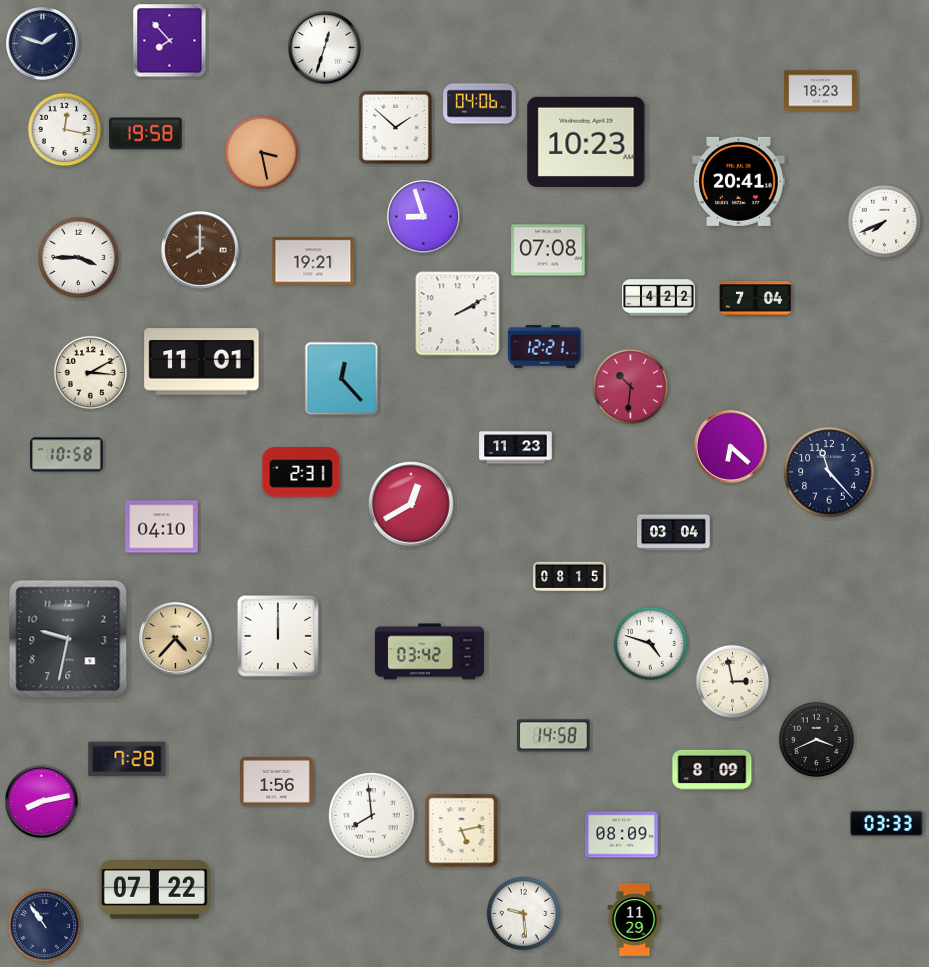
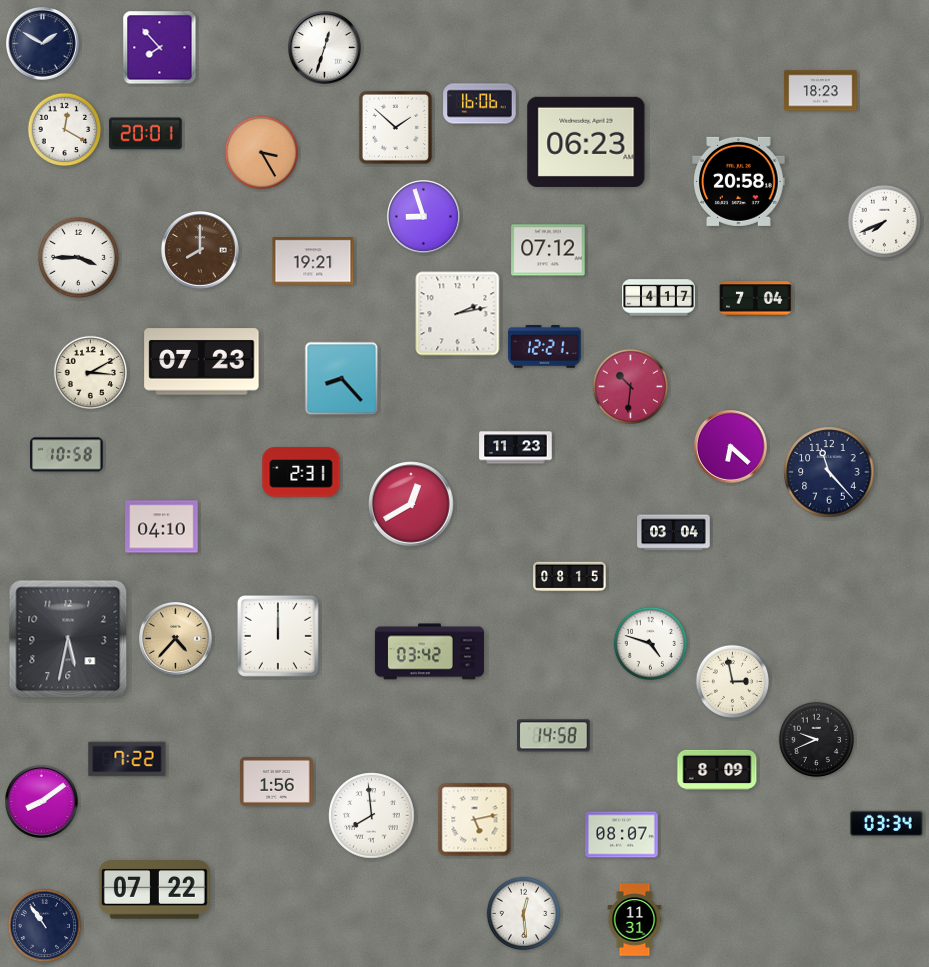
clock at (170, 41) position: (170, 41) -> (160, 48)
clock at (43, 44): 1:48 -> 1:50
clock at (480, 104): 04:06 -> 16:06
clock at (65, 130): 12:17 -> 12:20
clock at (146, 134): 19:58 -> 20:01
clock at (586, 142): 10:23 -> 06:23
clock at (262, 153): 3:28 -> 3:25
clock at (739, 181): 20:41 -> 20:58
clock at (548, 250): 07:08 -> 07:12
clock at (659, 298): 4:22 -> 4:17
clock at (458, 314): 2:10 -> 2:13
clock at (202, 362): 11:01 -> 07:23
clock at (342, 379): 12:23 -> 8:23
clock at (68, 639): 9:32 -> 5:32
clock at (816, 739): 3:41 -> 9:41
clock at (127, 759): 7:28 -> 7:22
clock at (712, 770) position: (712, 770) -> (717, 770)
clock at (42, 802): 8:13 -> 8:09
clock at (887, 823): 03:33 -> 03:34
clock at (462, 831) position: (462, 831) -> (475, 820)
clock at (622, 835): 08:09 -> 08:07
clock at (524, 914): 9:29 -> 12:29
clock at (635, 920): 11:29 -> 11:31
